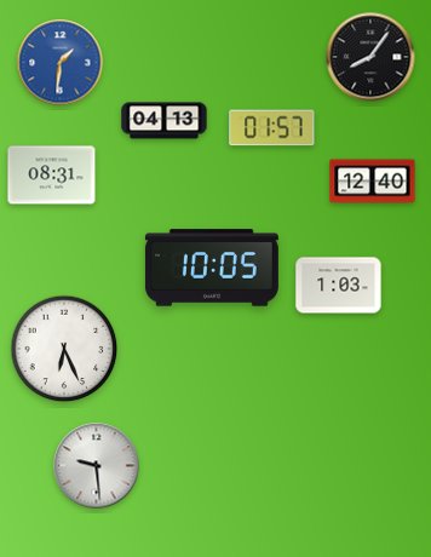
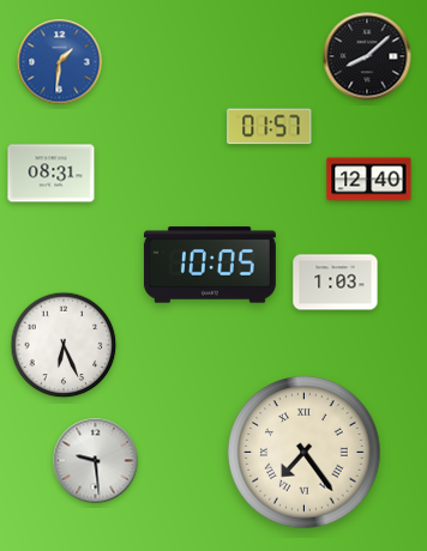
clock at (370, 57): 8:06 -> 8:08
clock at (165, 121): 04:13 -> none
clock at (305, 453): none -> 7:24
